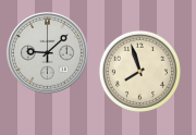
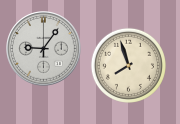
clock at (48, 53): 9:08 -> 9:06
